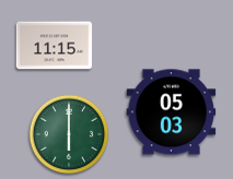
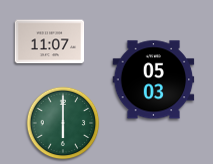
clock at (55, 46): 11:15 -> 11:07
clock at (172, 112) position: (172, 112) -> (154, 80)
